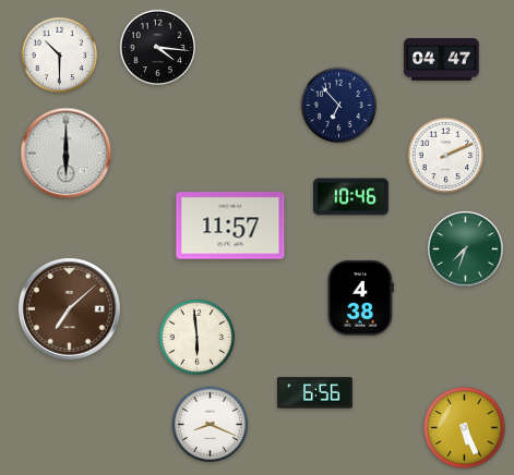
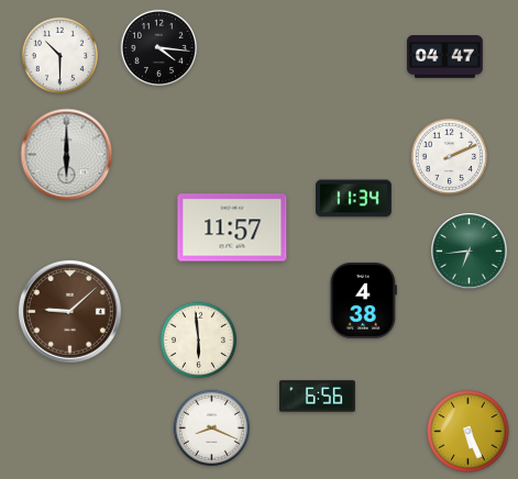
clock at (442, 60) position: (442, 60) -> (445, 57)
clock at (338, 105): 6:53 -> none
clock at (351, 197): 10:46 -> 11:34
clock at (466, 249): 7:33 -> 6:44
clock at (69, 308): 7:08 -> 9:08
